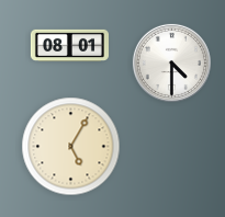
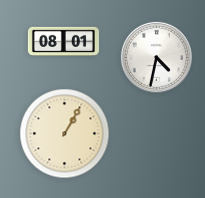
clock at (171, 62): 4:30 -> 4:32
clock at (71, 147): 5:05 -> 1:05
